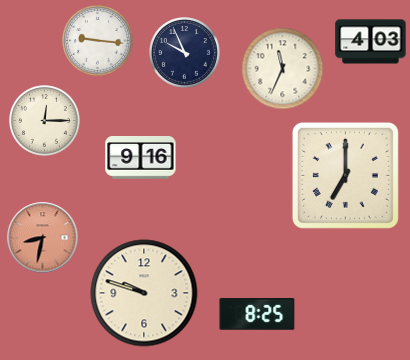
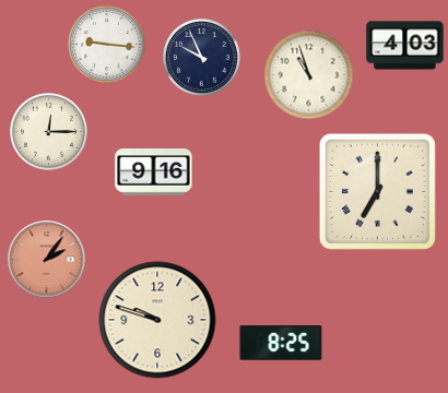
clock at (283, 69): 11:34 -> 10:57
clock at (43, 238): 8:32 -> 2:06
